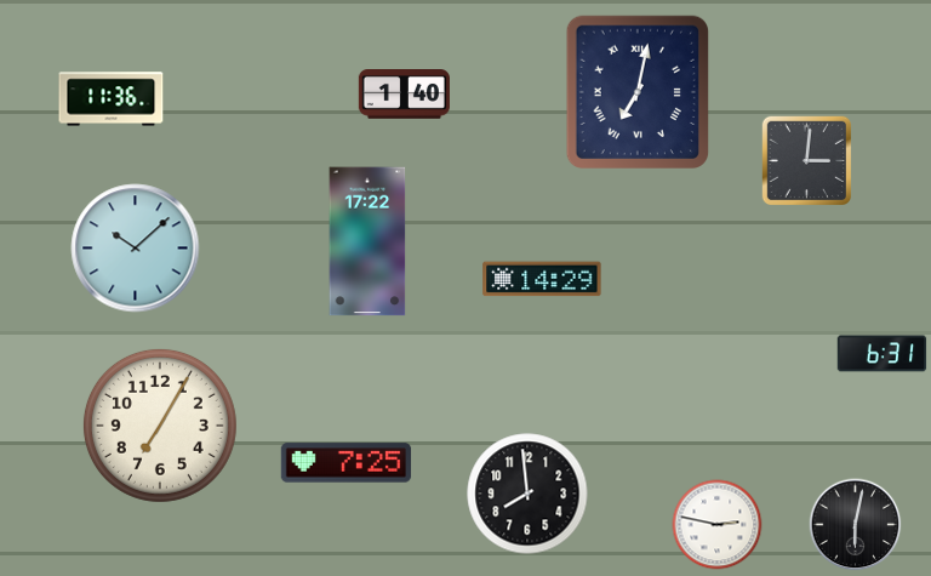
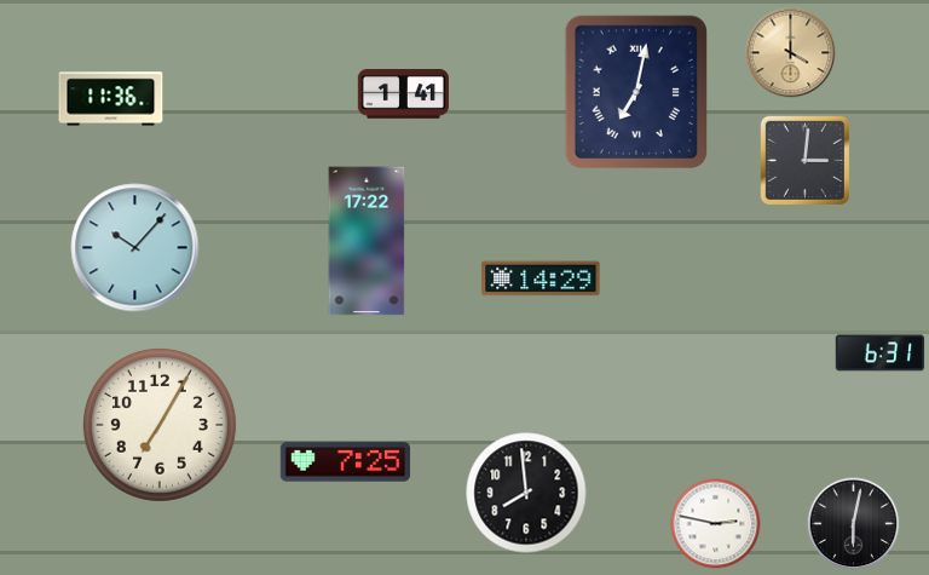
clock at (791, 53): none -> 4:00
clock at (404, 95): 1:40 -> 1:41
clock at (136, 249): 10:08 -> 10:07
